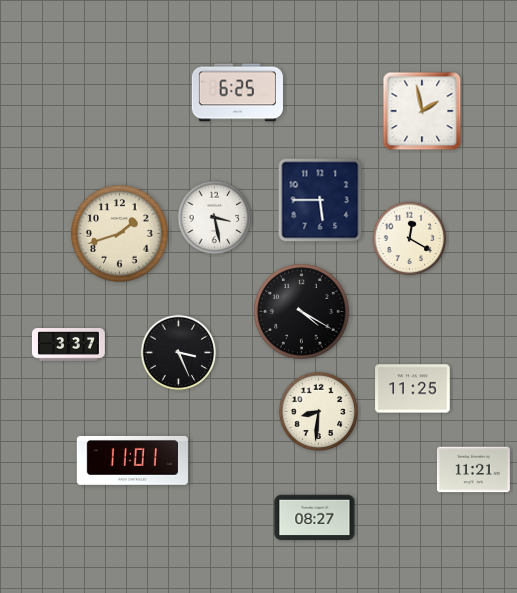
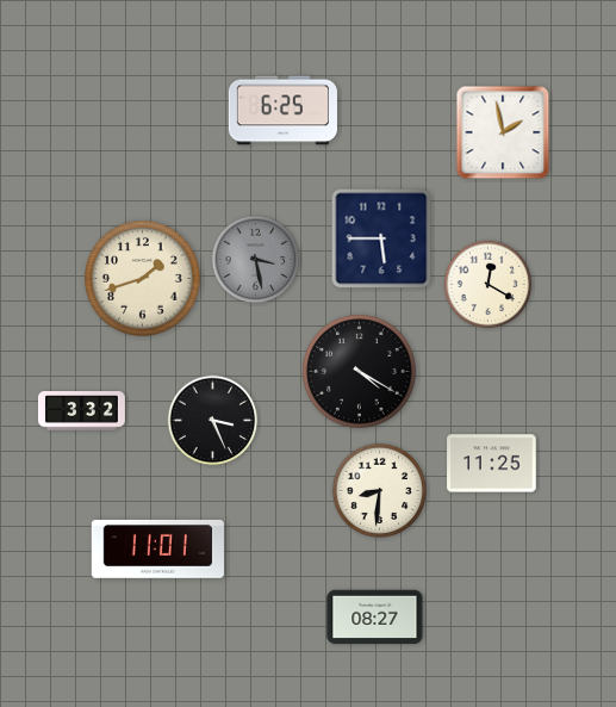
clock at (215, 218) dial: white -> grey
clock at (68, 345): 3:37 -> 3:32
clock at (473, 470): 11:21 -> none
